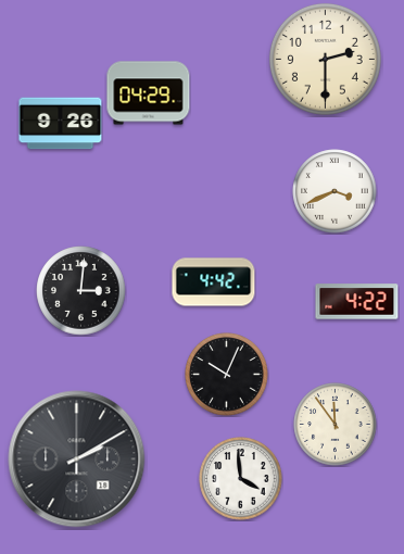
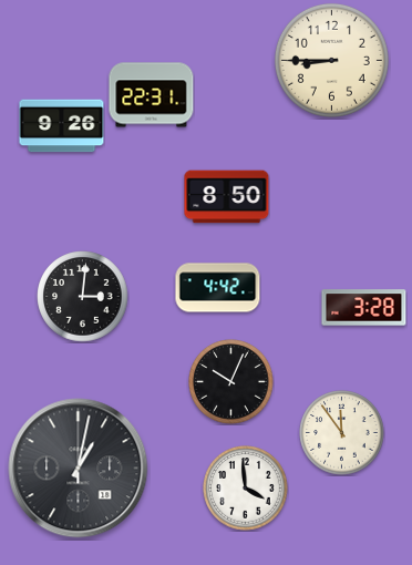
clock at (325, 59): 2:30 -> 8:45
clock at (149, 93): 04:29 -> 22:31
clock at (334, 191): 3:41 -> none
clock at (227, 197): none -> 8:50
clock at (357, 302): 4:22 -> 3:28
clock at (77, 459): 2:10 -> 1:02
